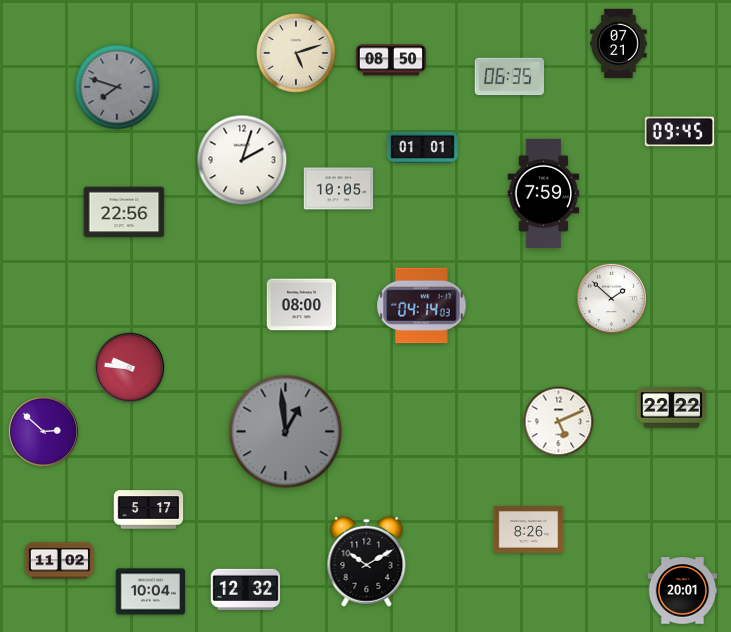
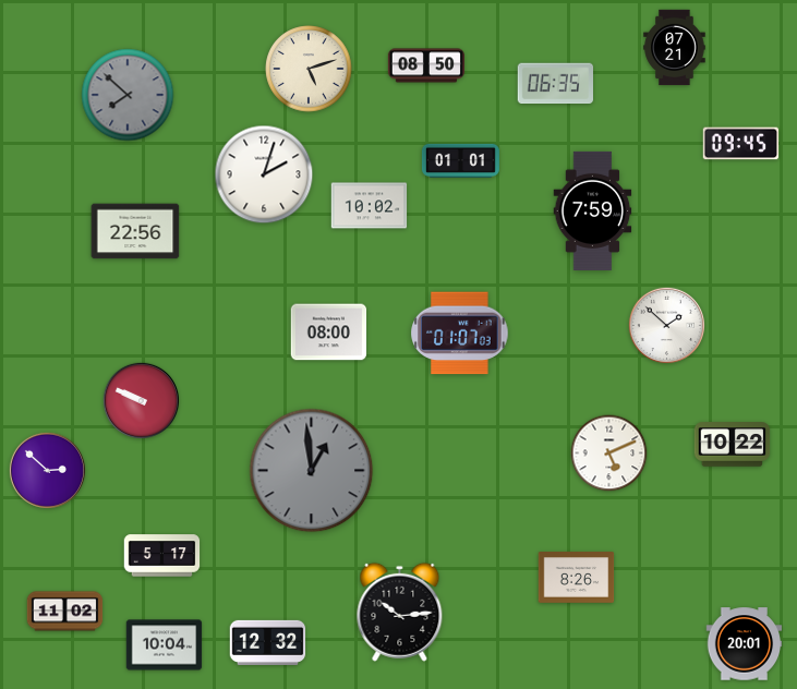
clock at (296, 53) position: (296, 53) -> (309, 69)
clock at (117, 87): 7:48 -> 7:52
clock at (339, 189): 10:05 -> 10:02
clock at (422, 306): 04:14 -> 01:07
clock at (129, 367): 9:46 -> 9:49
clock at (672, 408): 22:22 -> 10:22
clock at (559, 422) position: (559, 422) -> (609, 454)
clock at (367, 561): 10:10 -> 10:14
